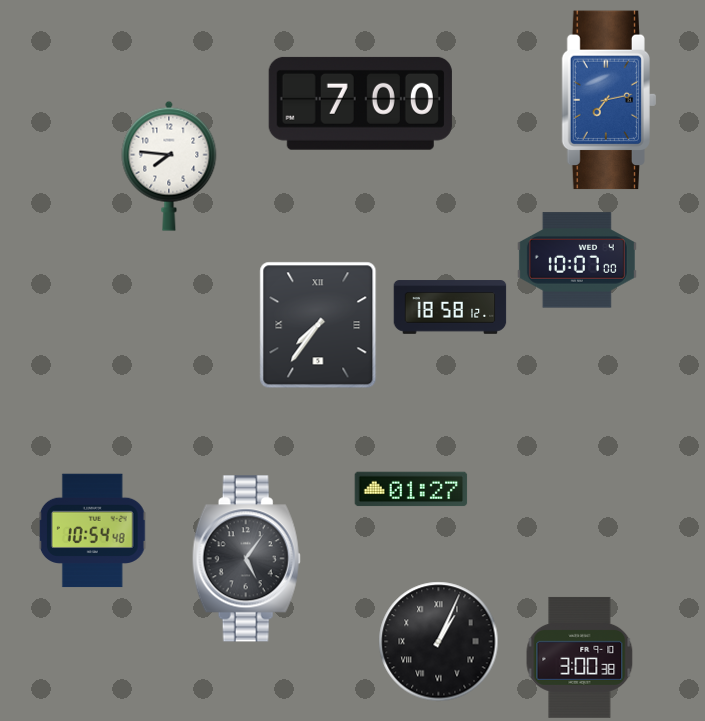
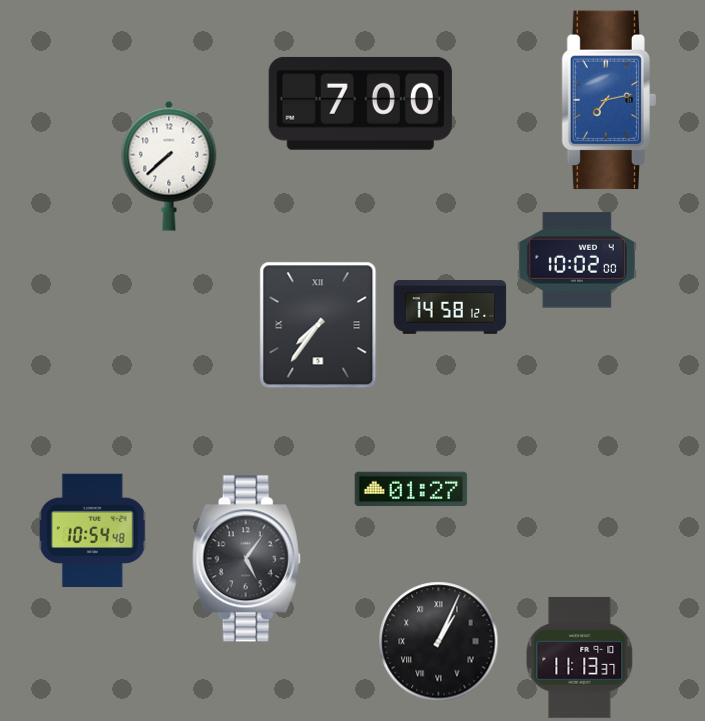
clock at (169, 166): 7:46 -> 7:38
clock at (577, 260): 10:07 -> 10:02
clock at (450, 307): 18:58 -> 14:58
clock at (580, 657): 3:00 -> 11:13
